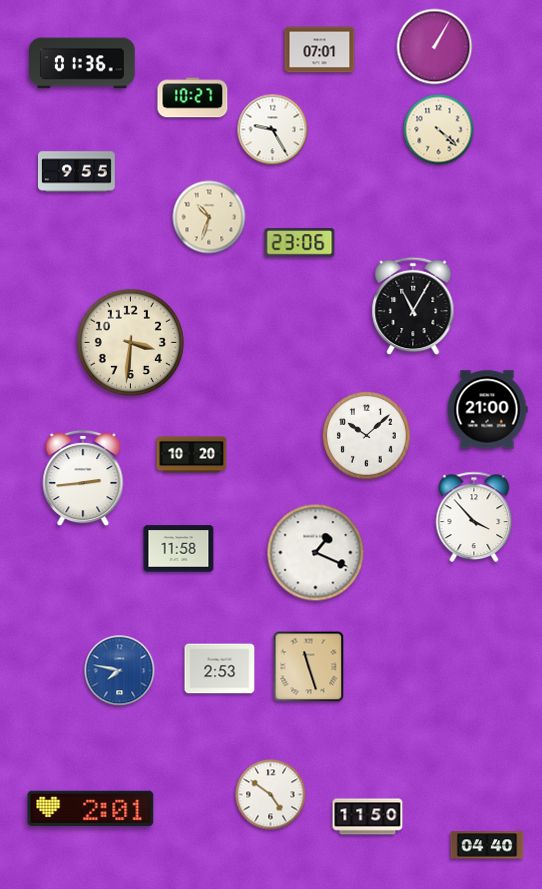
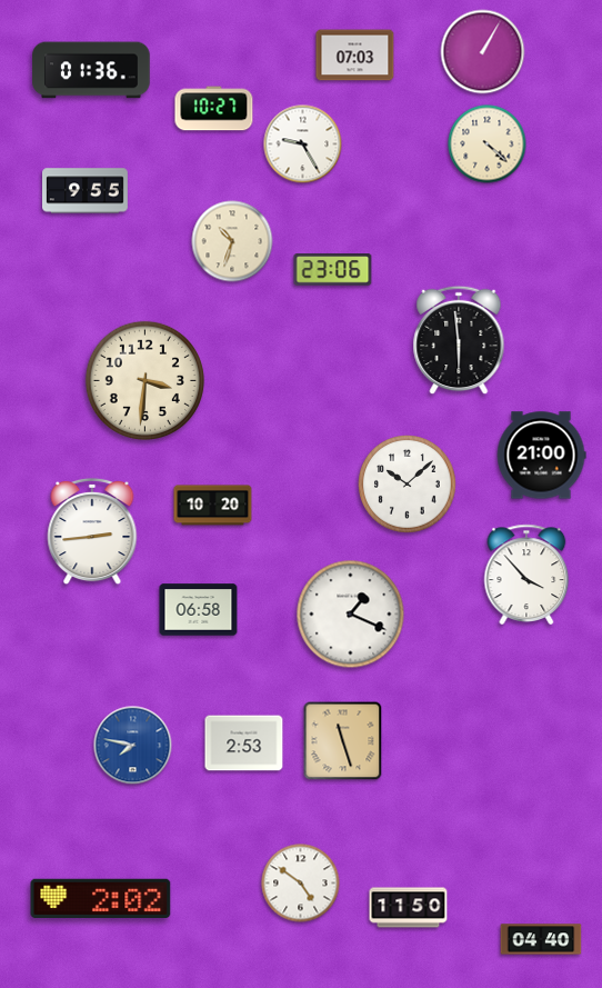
clock at (320, 50): 07:01 -> 07:03
clock at (413, 306): 11:05 -> 5:59
clock at (179, 549): 11:58 -> 06:58
clock at (91, 808): 2:01 -> 2:02
